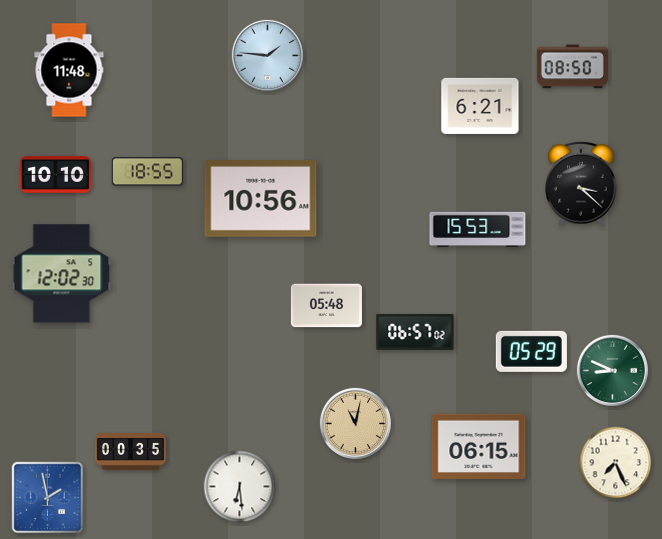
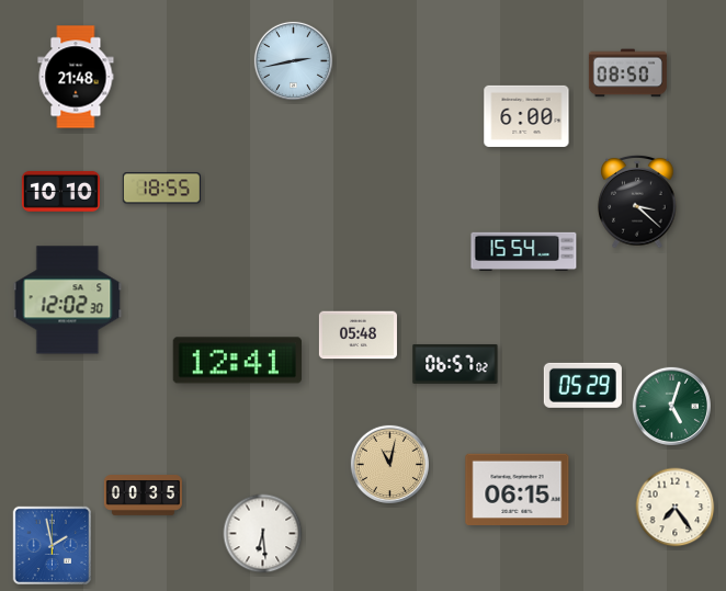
clock at (267, 55): 1:46 -> 2:43
clock at (69, 70): 11:48 -> 21:48
clock at (480, 106): 6:21 -> 6:00
clock at (261, 199): 10:56 -> none
clock at (478, 230): 15:53 -> 15:54
clock at (237, 361): none -> 12:41
clock at (612, 370): 8:49 -> 5:03
clock at (479, 447) position: (479, 447) -> (518, 490)
clock at (616, 463): 7:26 -> 7:24
